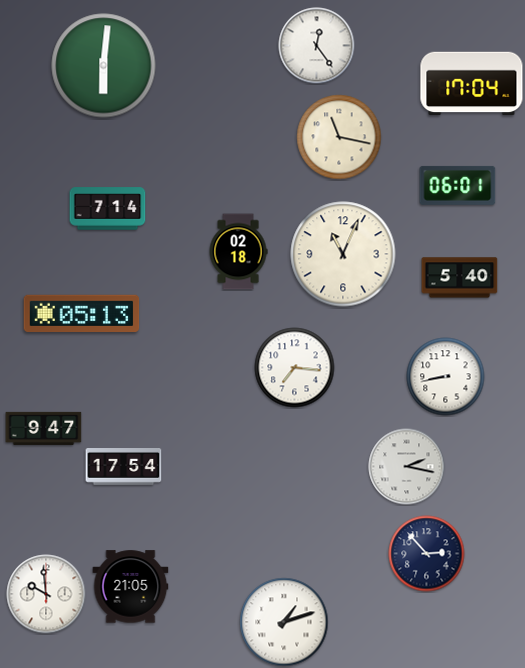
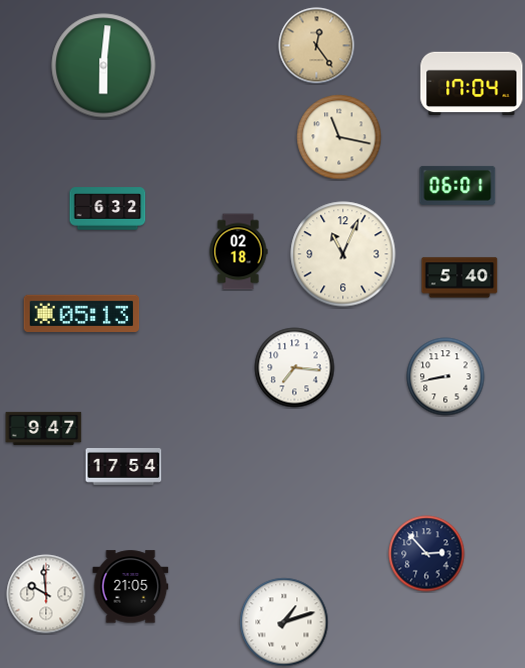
clock at (317, 46) dial: white -> champagne
clock at (108, 209): 7:14 -> 6:32
clock at (407, 467): 2:17 -> none
